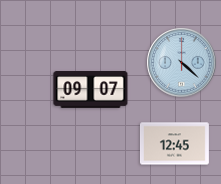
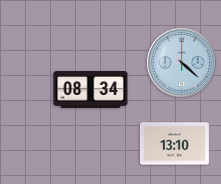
clock at (91, 90): 09:07 -> 08:34
clock at (174, 144): 12:45 -> 13:10
